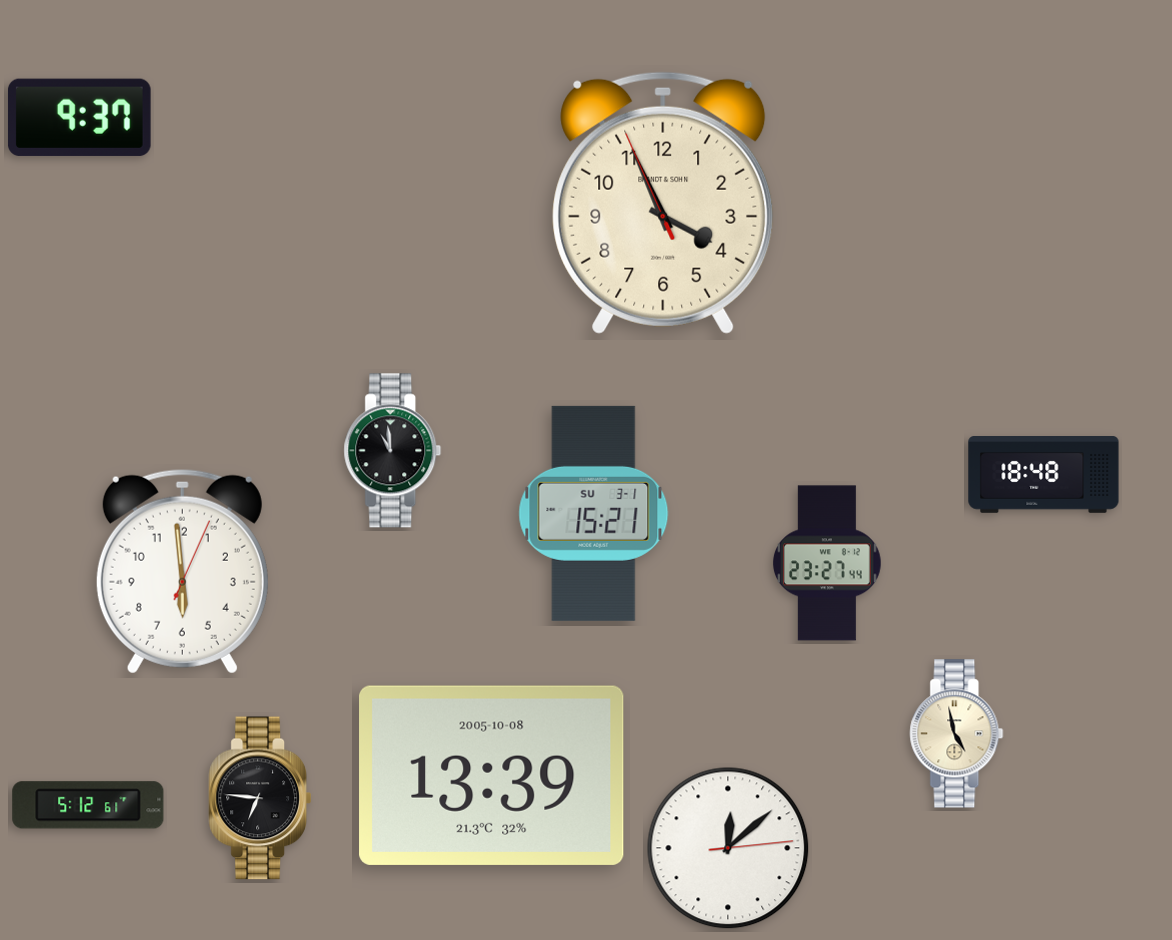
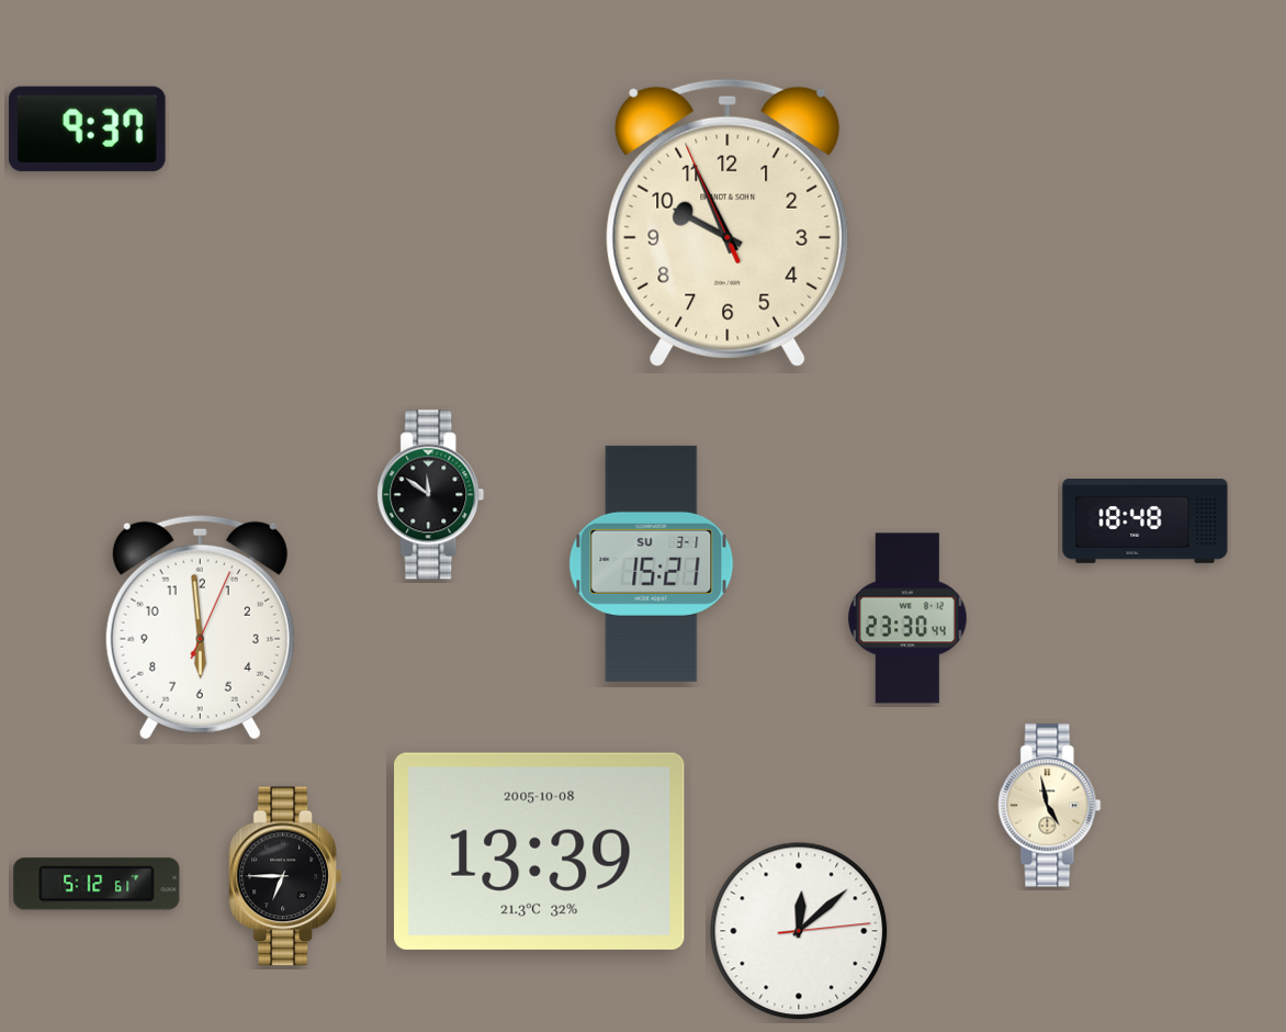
clock at (663, 203): 3:55 -> 9:55
clock at (393, 451): 10:59 -> 11:51
clock at (828, 563): 23:27 -> 23:30
clock at (259, 798): 6:46 -> 6:45
